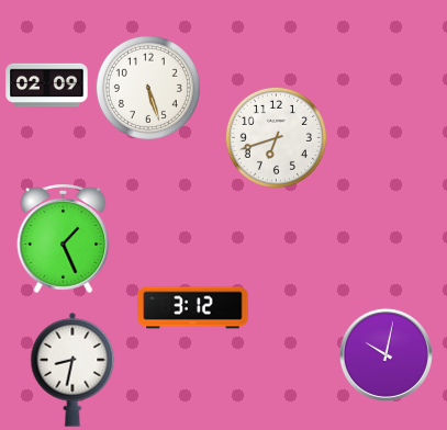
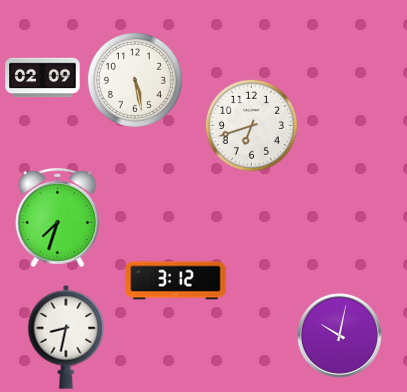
clock at (148, 88): 5:27 -> 5:28
clock at (64, 239): 1:26 -> 7:33
clock at (385, 354) position: (385, 354) -> (339, 335)
